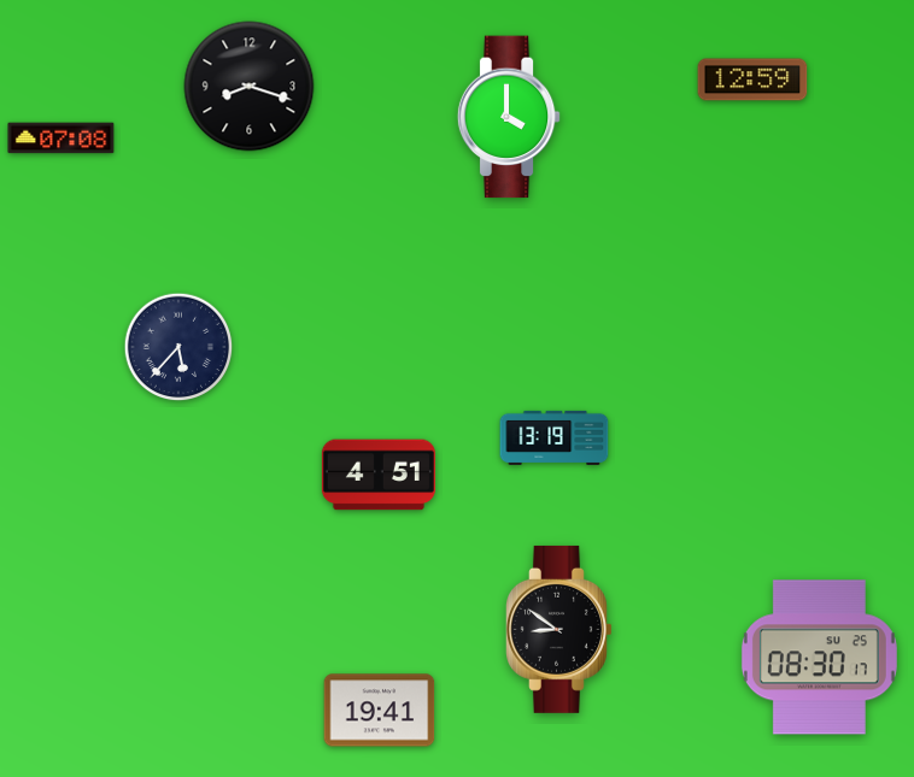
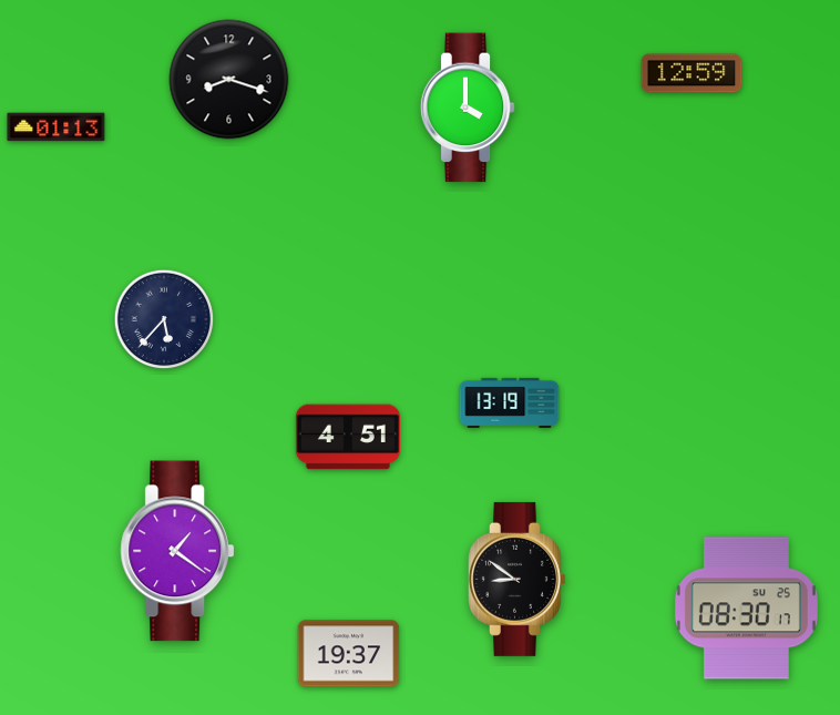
clock at (61, 139): 07:08 -> 01:13
clock at (176, 551): none -> 1:21
clock at (559, 629) position: (559, 629) -> (518, 579)
clock at (819, 658) position: (819, 658) -> (746, 609)
clock at (380, 711): 19:41 -> 19:37
